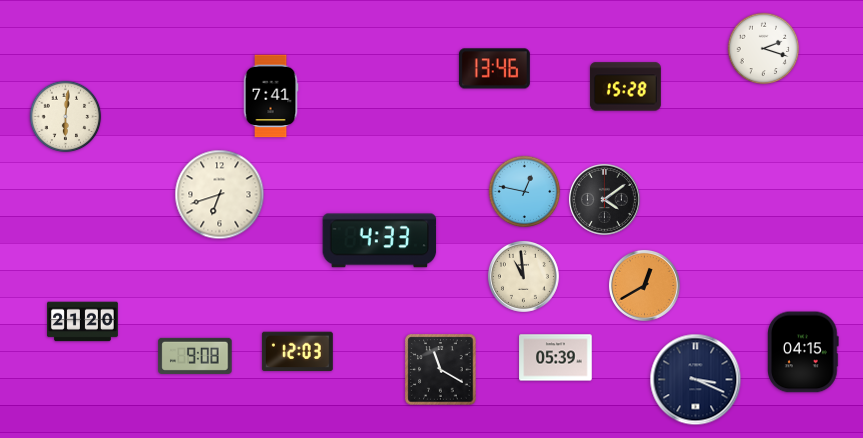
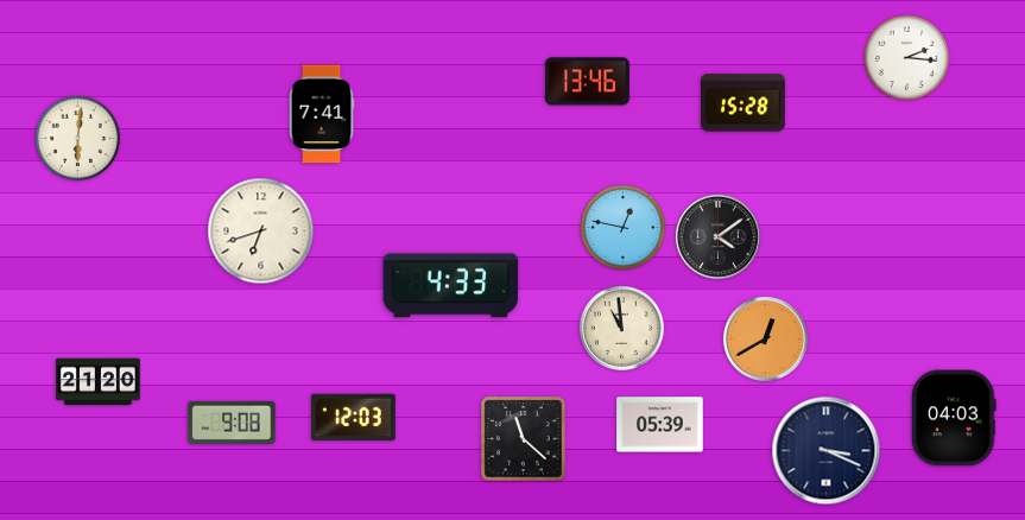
clock at (764, 49): 2:18 -> 2:16
clock at (804, 352): 04:15 -> 04:03
clock at (441, 370): 11:20 -> 11:22
